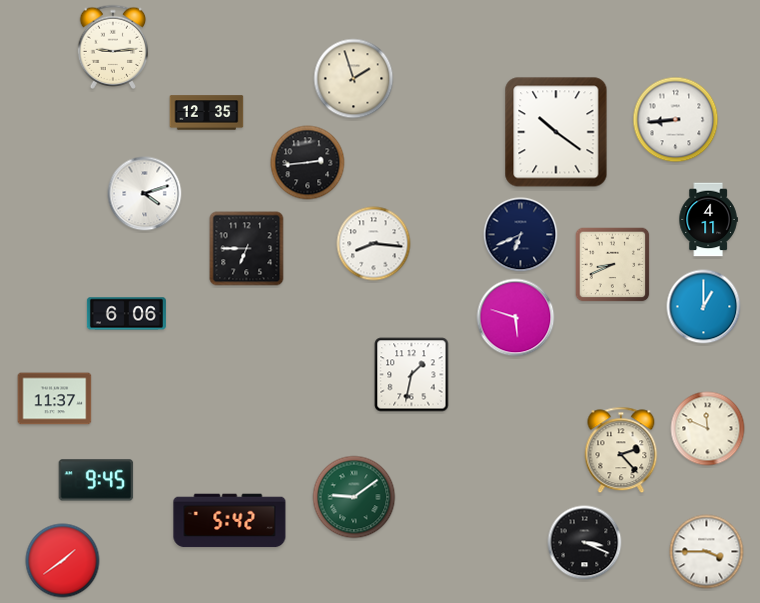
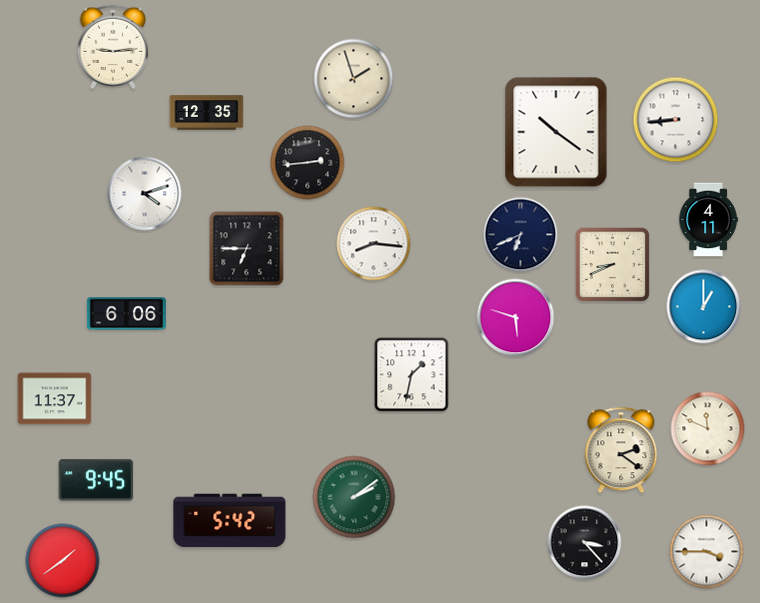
clock at (621, 450): 2:23 -> 2:21
clock at (354, 497): 9:09 -> 2:09
clock at (585, 543): 3:19 -> 3:23
